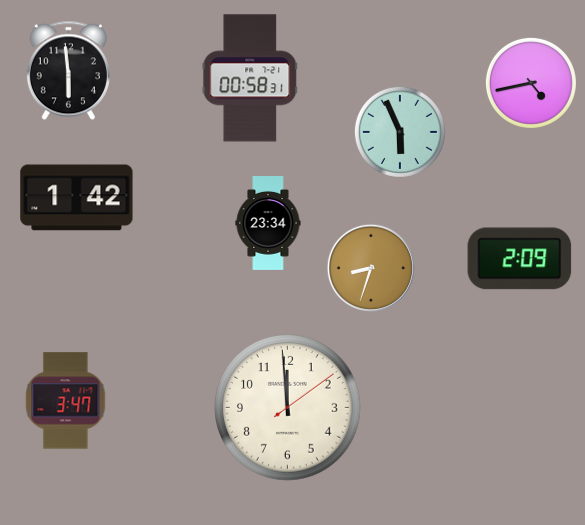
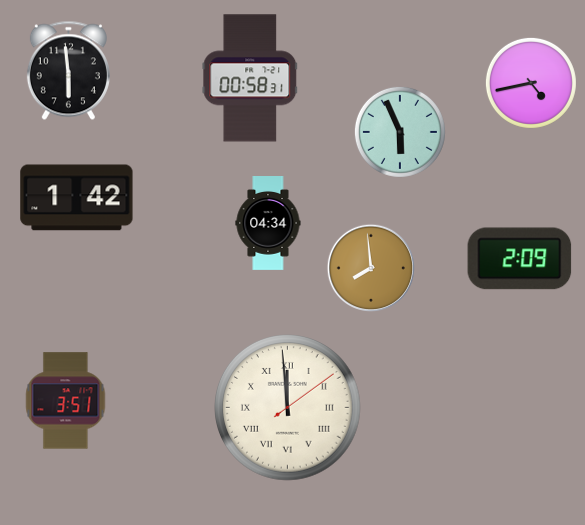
clock at (268, 224): 23:34 -> 04:34
clock at (370, 267): 8:33 -> 7:59
clock at (66, 401): 3:47 -> 3:51
clock at (288, 408) numerals: Arabic -> Roman
